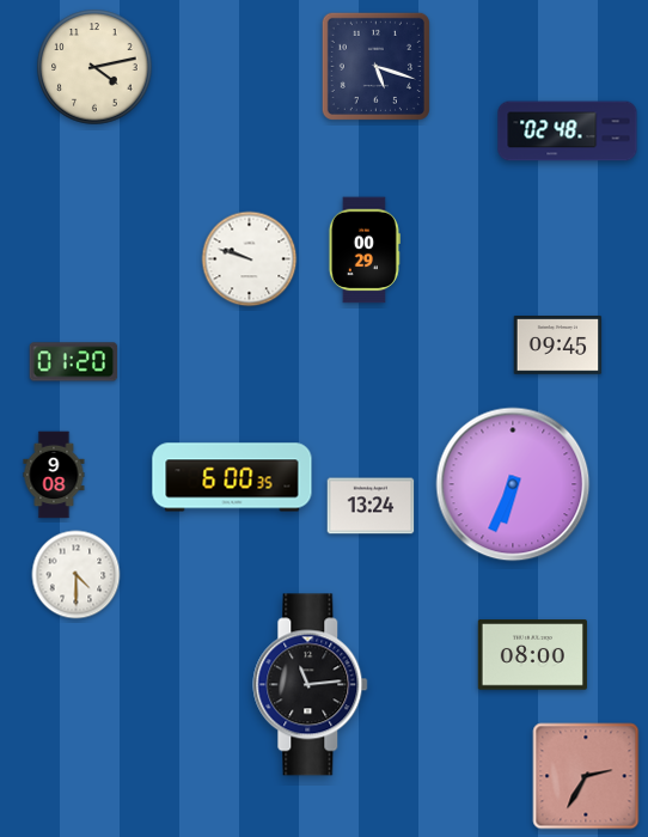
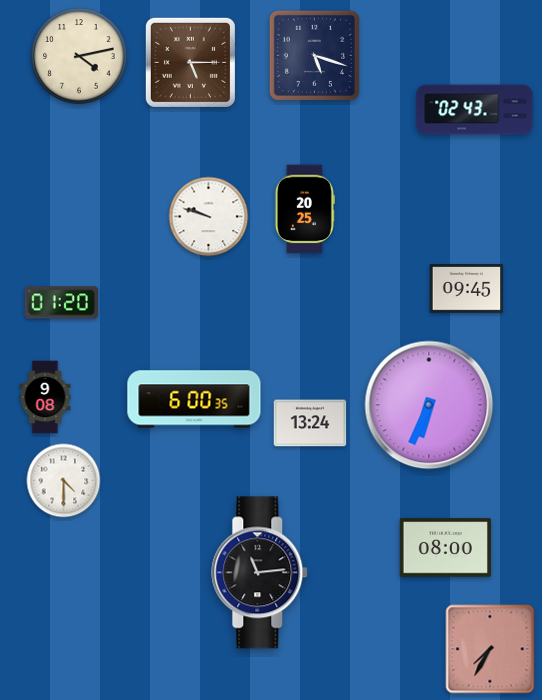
clock at (190, 62): none -> 5:15
clock at (568, 132): 02:48 -> 02:43
clock at (365, 250): 00:29 -> 20:25
clock at (586, 776): 2:35 -> 7:35
